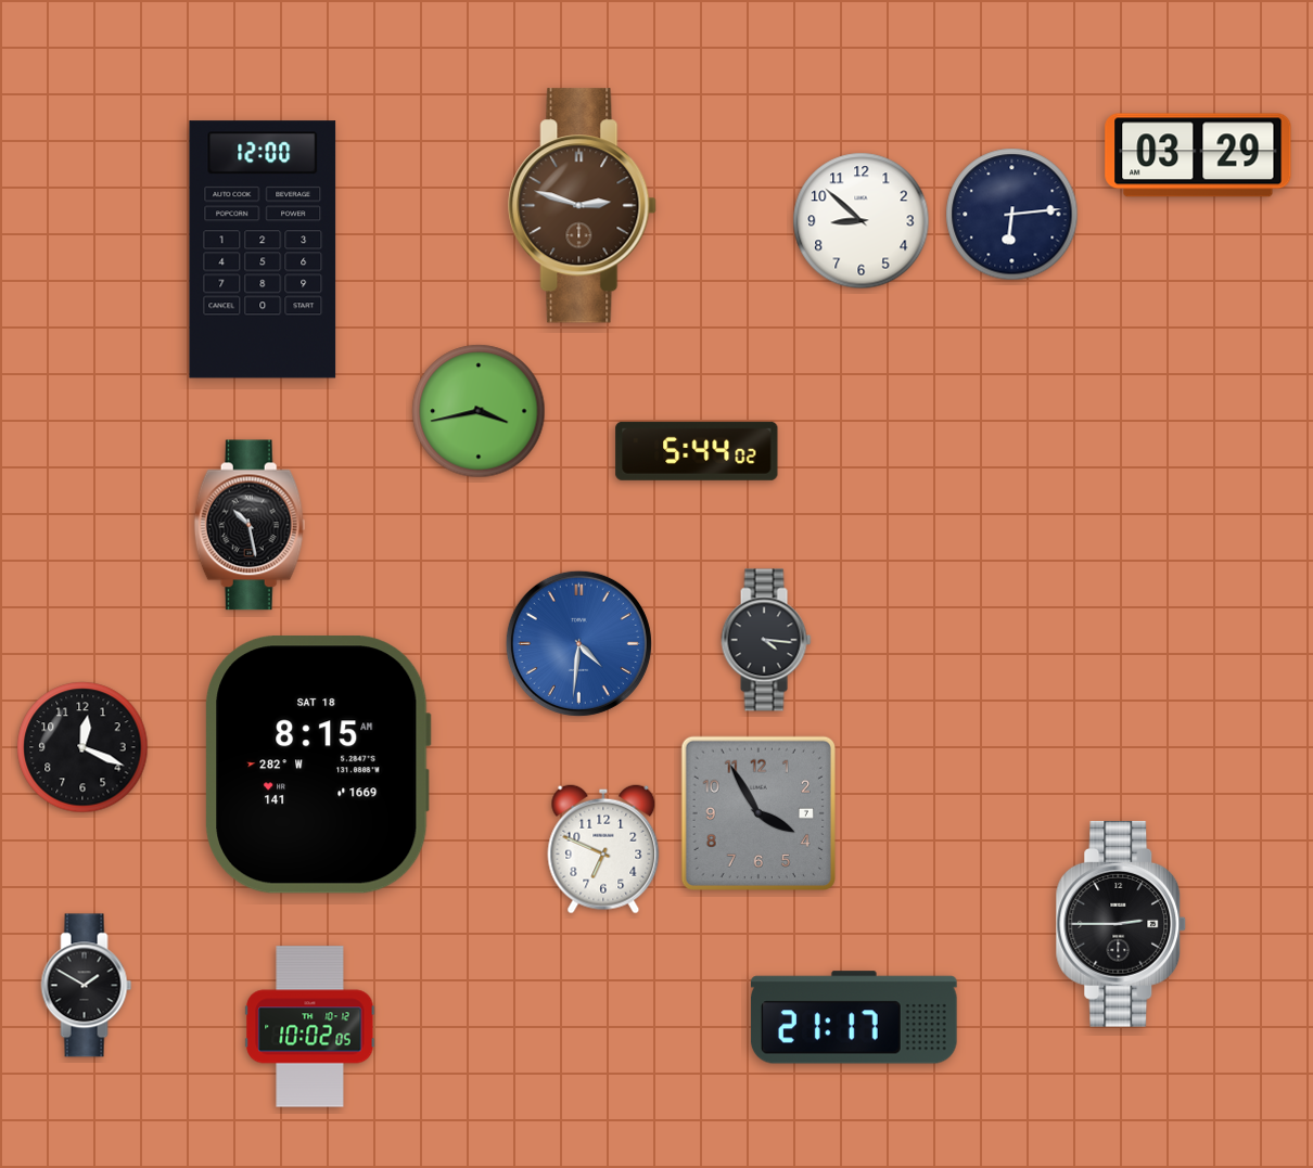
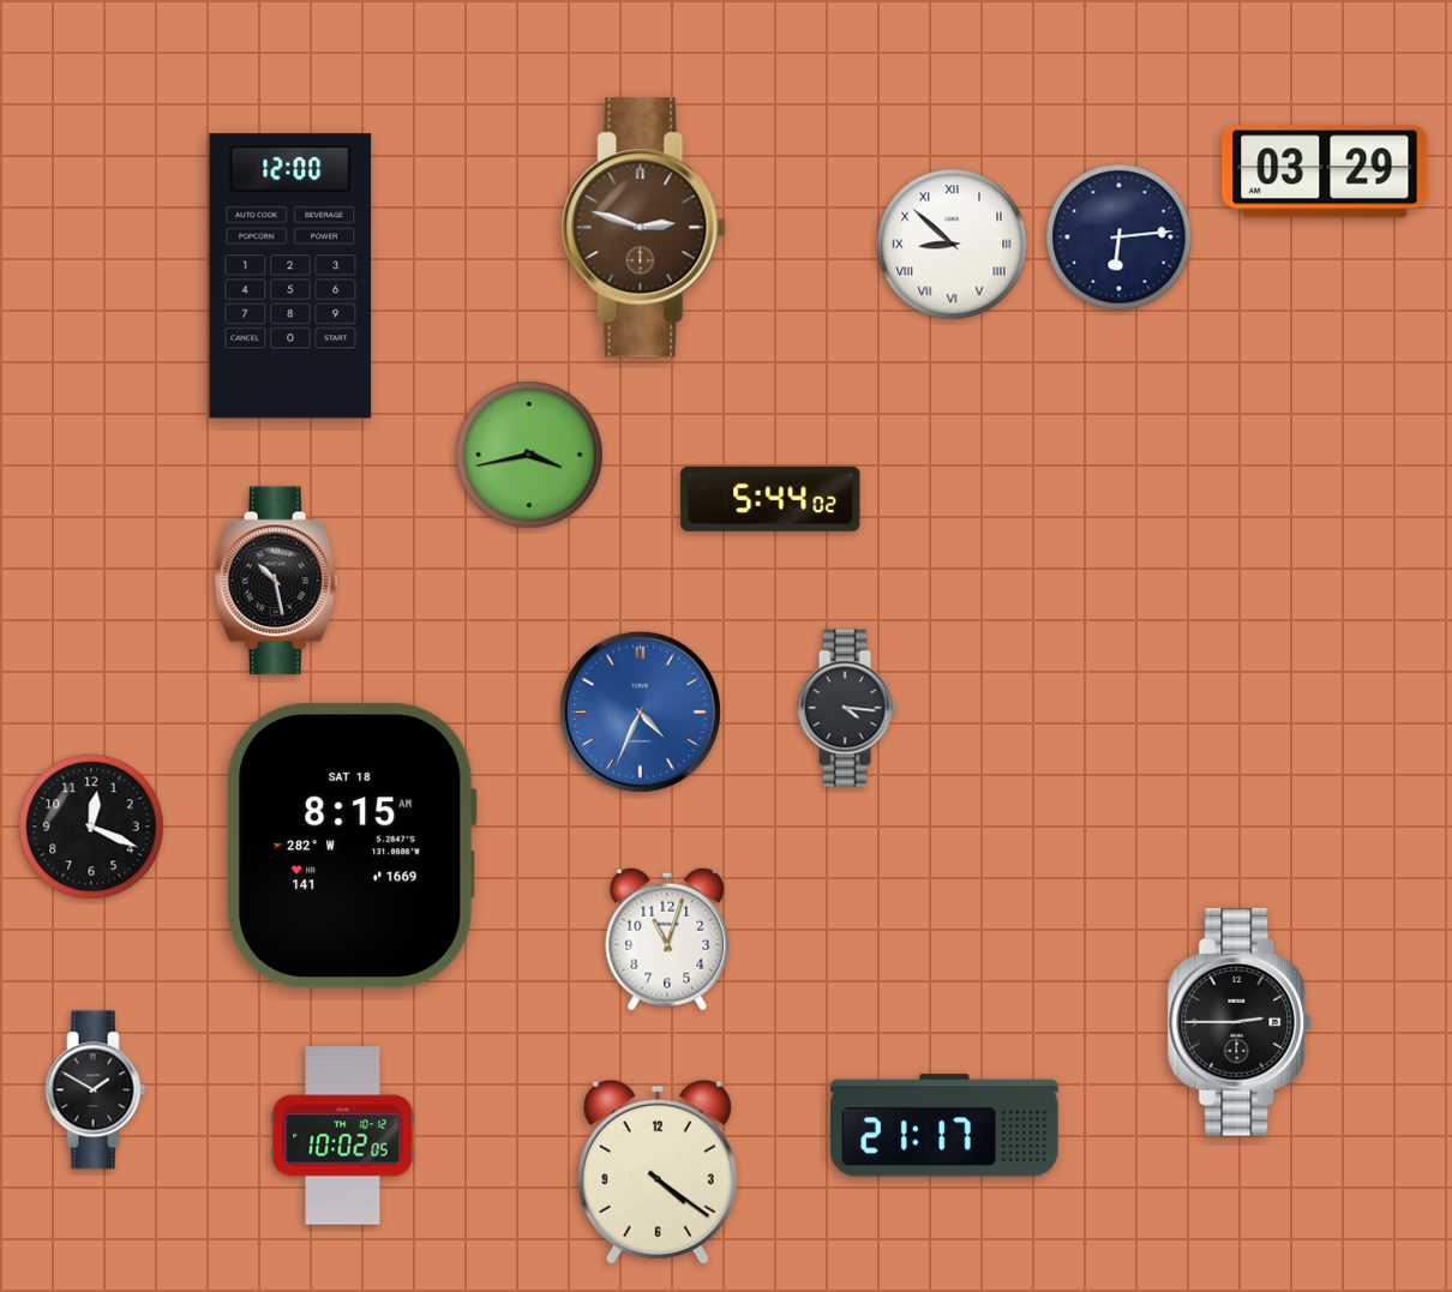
clock at (862, 221) numerals: Arabic -> Roman
clock at (578, 643): 4:31 -> 4:34
clock at (759, 813): 3:55 -> none
clock at (603, 849): 6:49 -> 11:03
clock at (658, 1172): none -> 4:21
